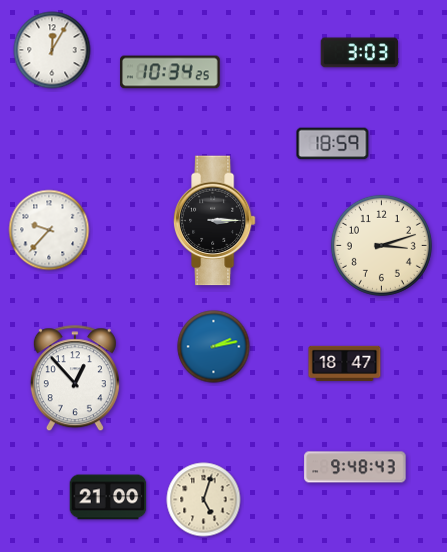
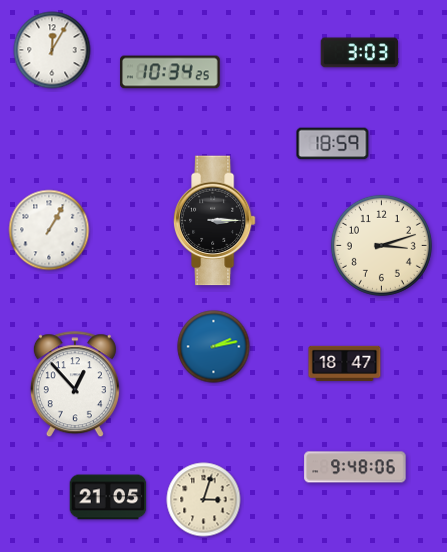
clock at (49, 230): 9:37 -> 1:05
clock at (75, 379) position: (75, 379) -> (75, 385)
clock at (355, 467): 9:48:43 -> 9:48:06
clock at (108, 497): 21:00 -> 21:05
clock at (204, 500): 5:03 -> 3:03
